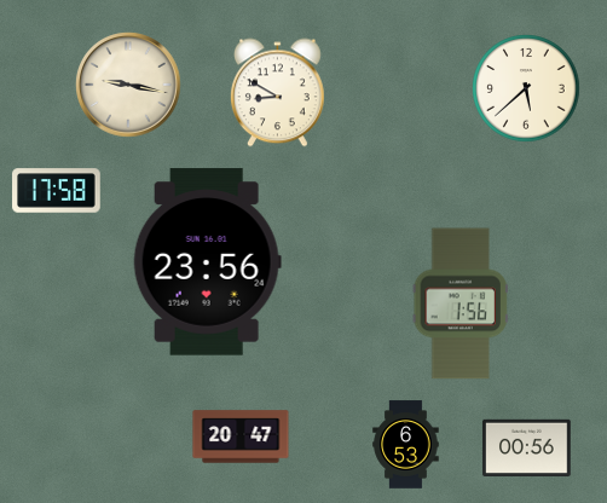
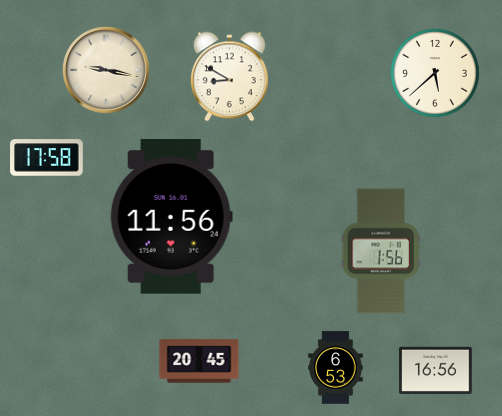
clock at (207, 262): 23:56 -> 11:56
clock at (241, 436): 20:47 -> 20:45
clock at (527, 447): 00:56 -> 16:56
